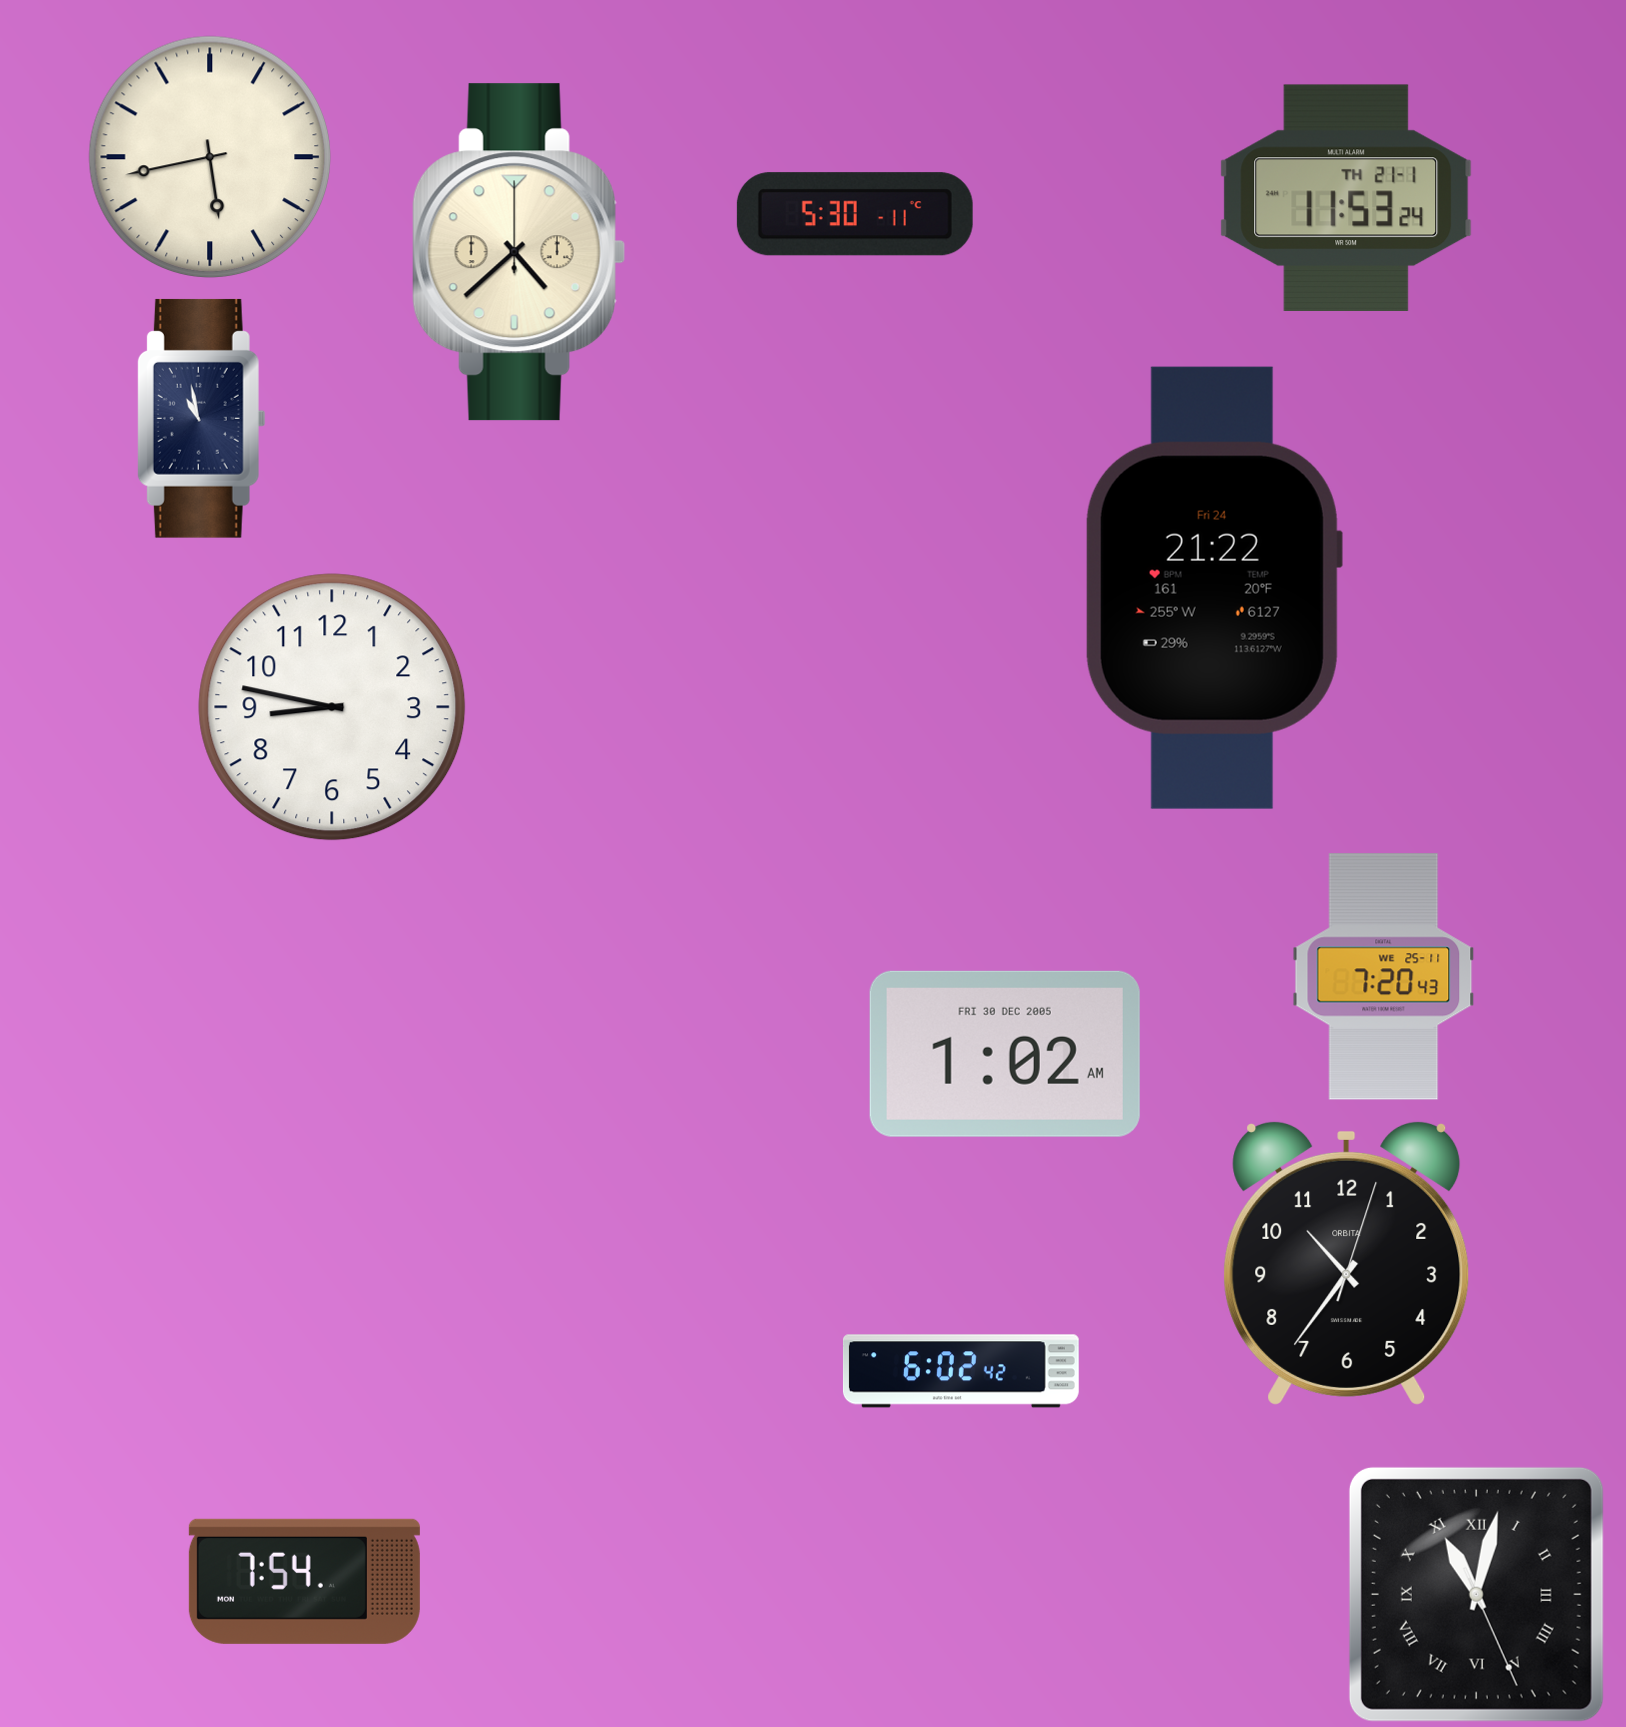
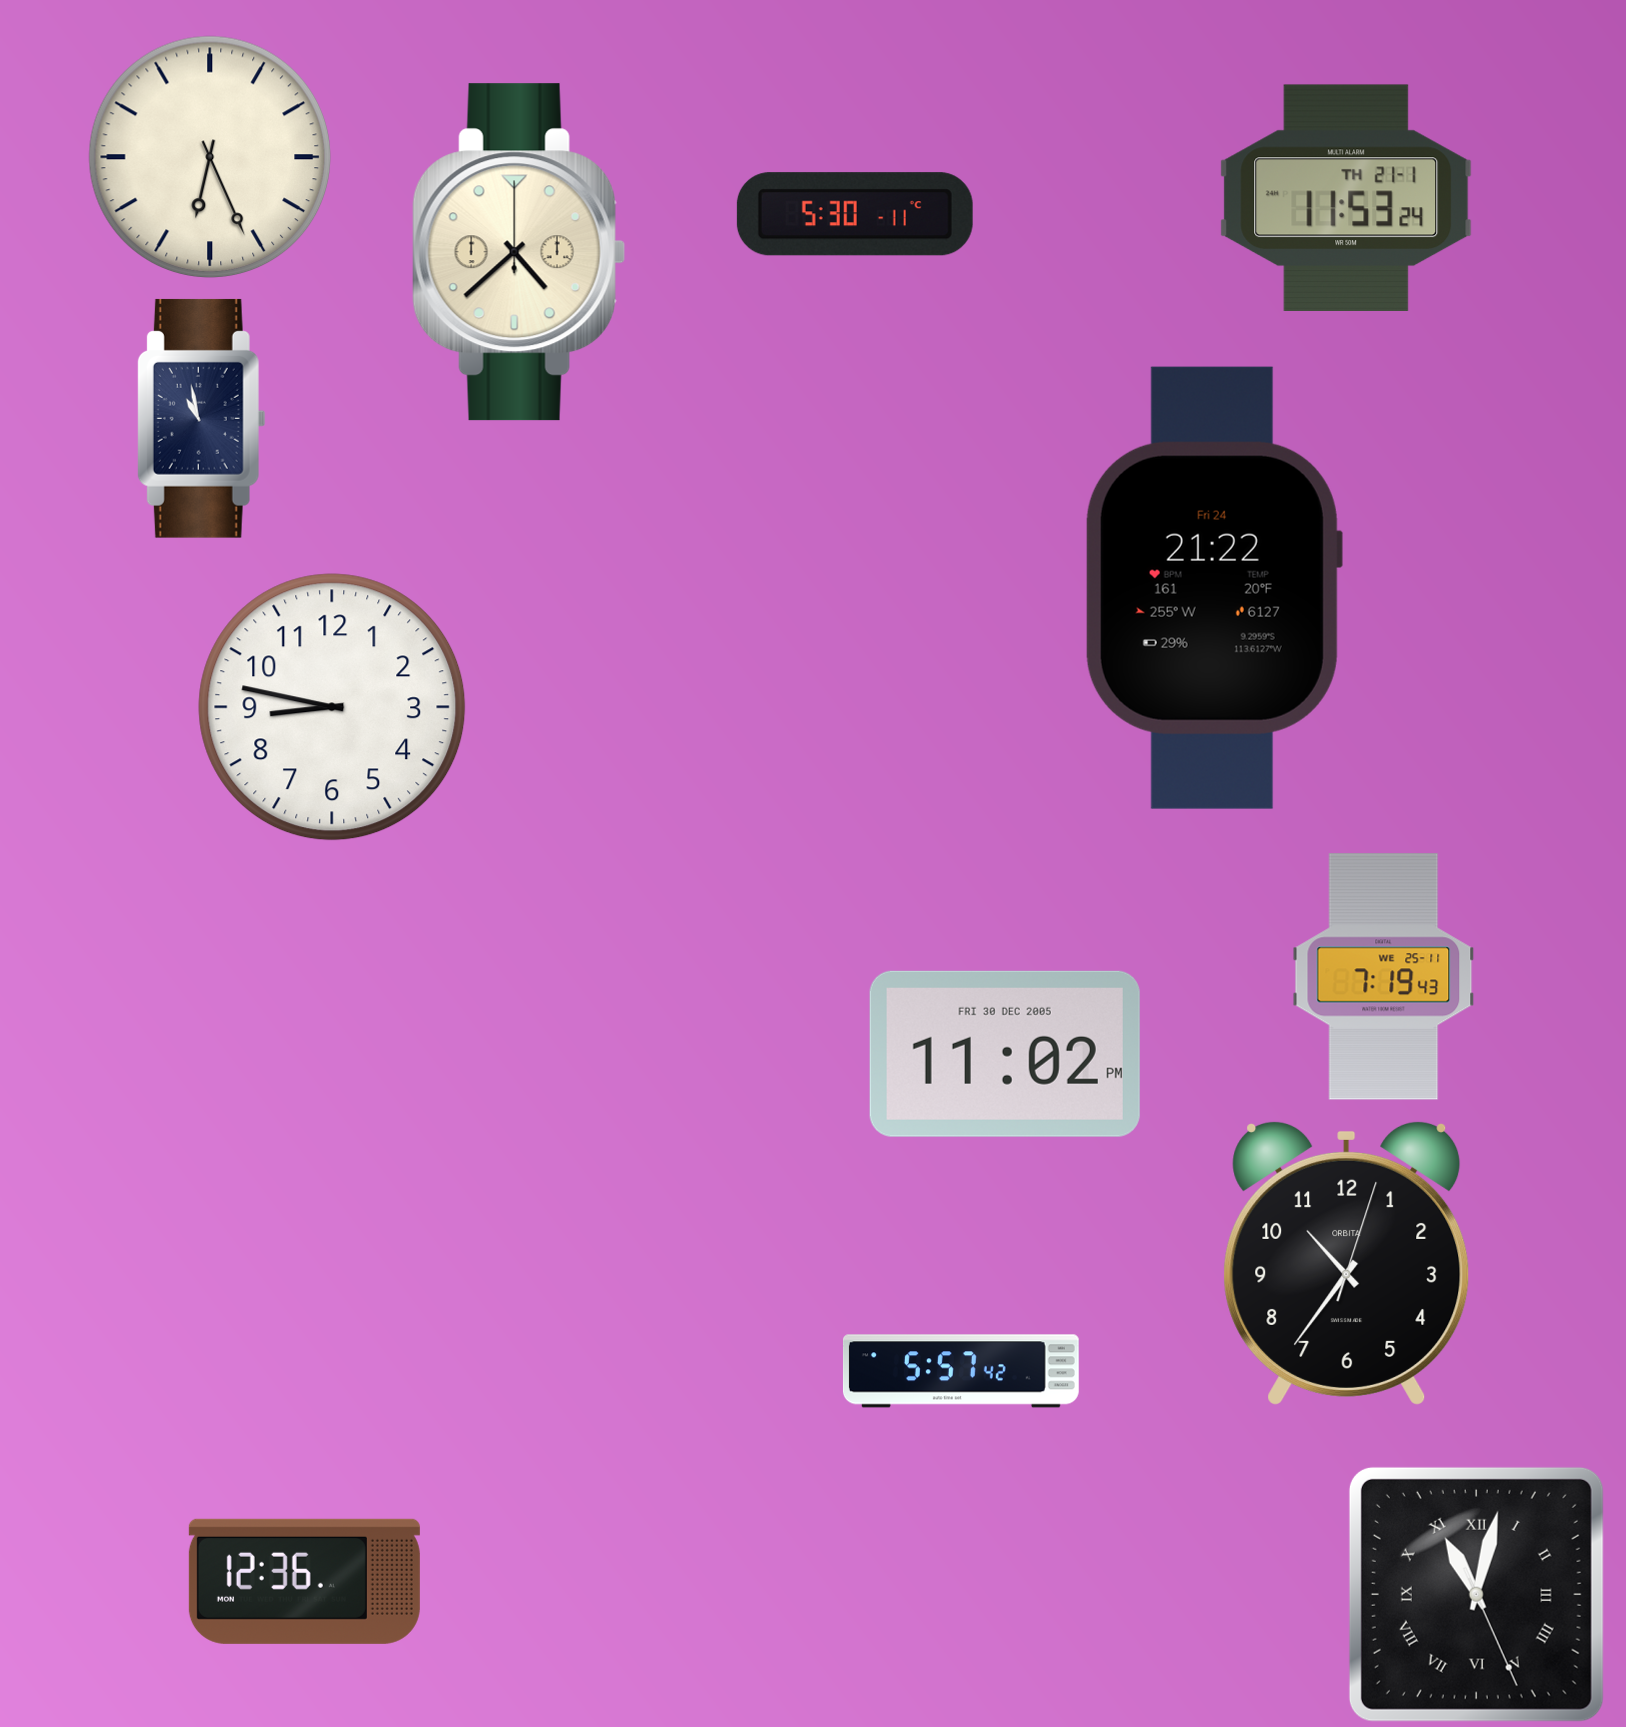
clock at (210, 157): 5:43 -> 6:26
clock at (1384, 977): 7:20 -> 7:19
clock at (1005, 1054): 1:02 -> 11:02
clock at (961, 1371): 6:02 -> 5:57
clock at (304, 1581): 7:54 -> 12:36
